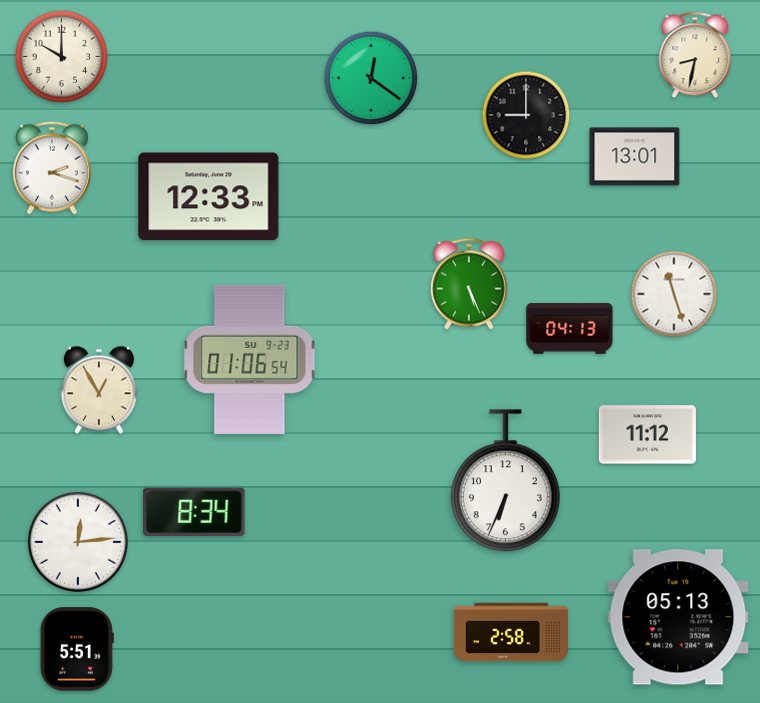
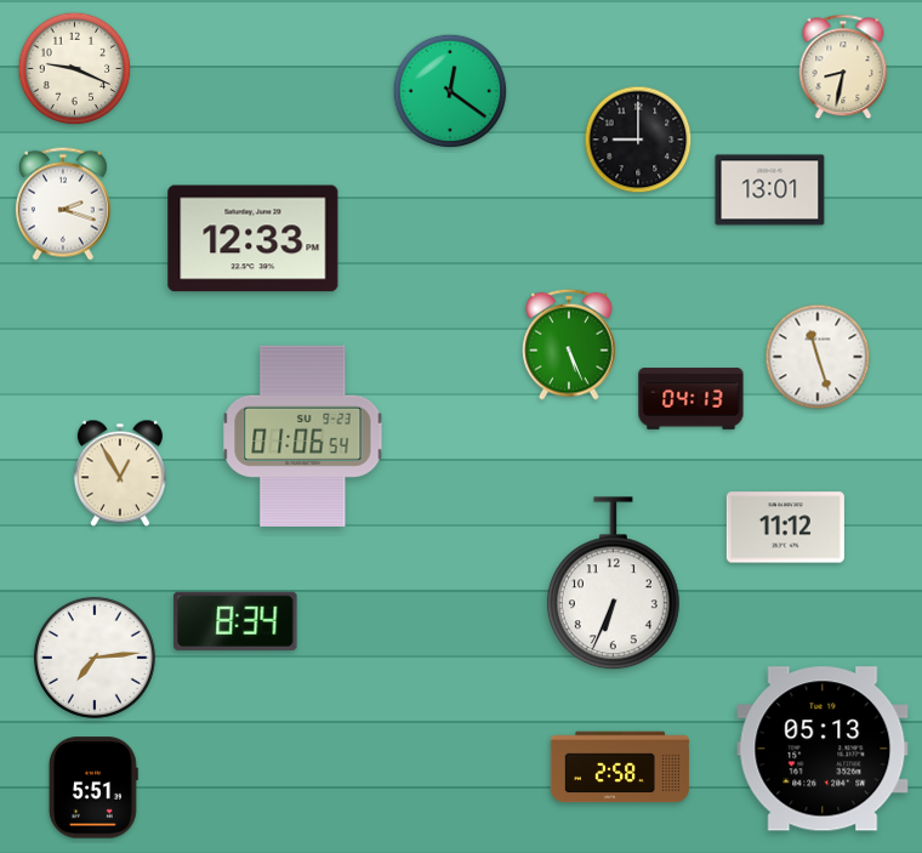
clock at (62, 57): 10:00 -> 9:19
clock at (371, 78) position: (371, 78) -> (450, 91)
clock at (78, 542): 12:14 -> 7:14
